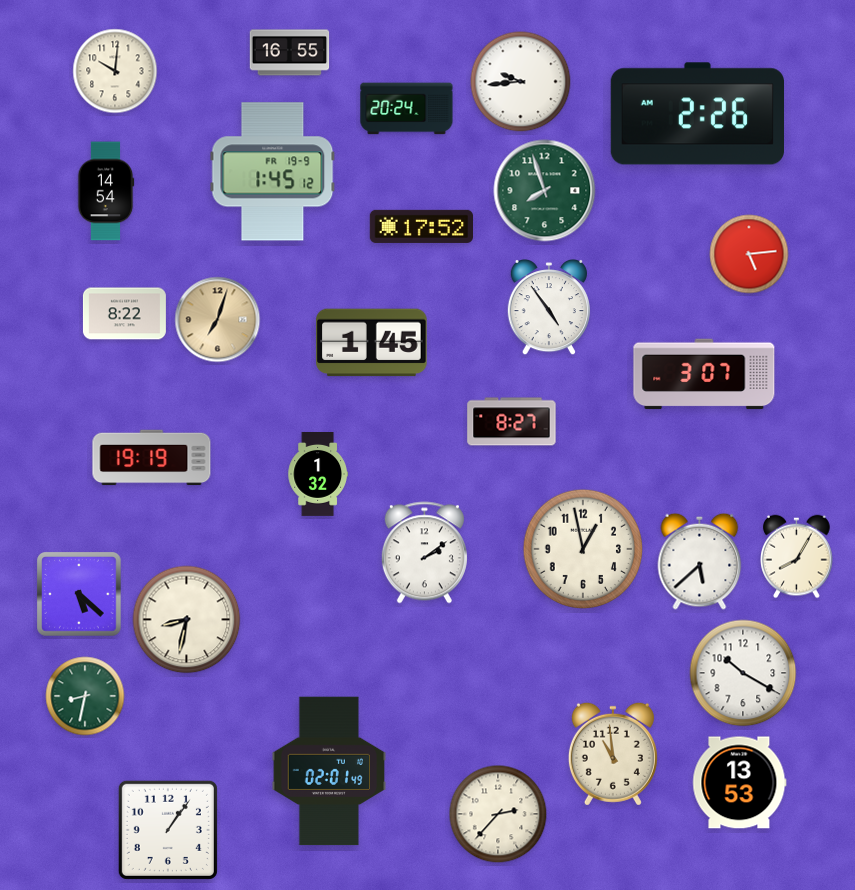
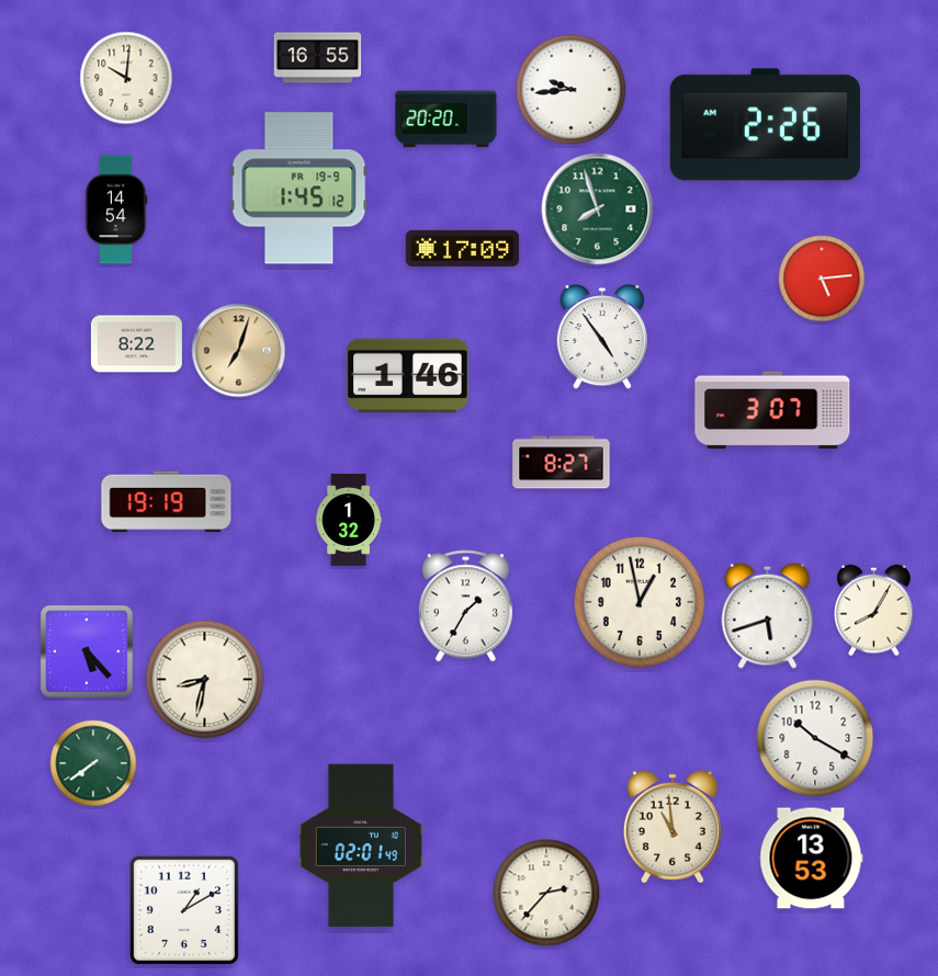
clock at (407, 109): 20:24 -> 20:20
clock at (421, 226): 17:52 -> 17:09
clock at (372, 343): 1:45 -> 1:46
clock at (424, 553): 2:09 -> 1:35
clock at (700, 561): 5:38 -> 5:42
clock at (79, 594): 5:22 -> 5:23
clock at (85, 696): 8:32 -> 7:39
clock at (168, 830): 1:06 -> 1:10
